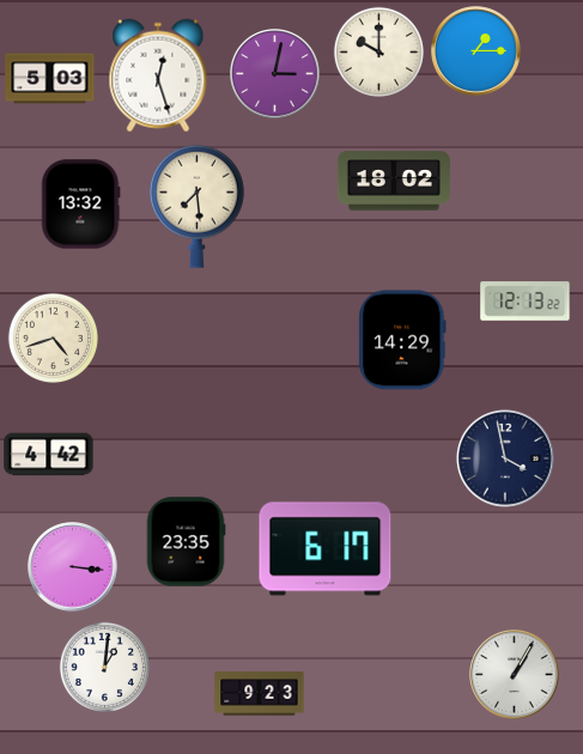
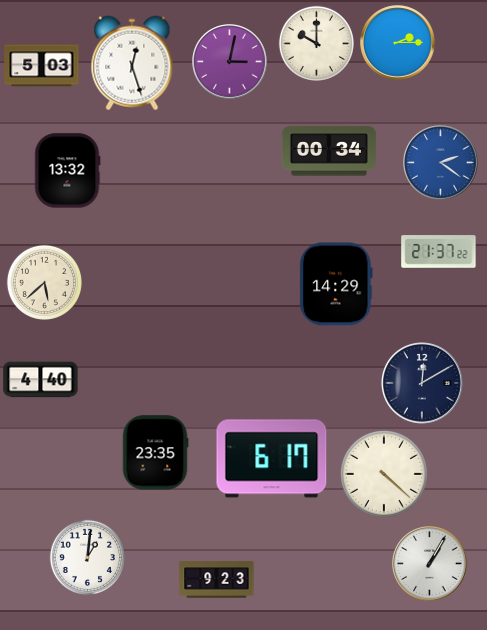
clock at (476, 51): 1:15 -> 2:15
clock at (394, 181): 18:02 -> 00:34
clock at (441, 163): none -> 2:21
clock at (198, 206): 7:29 -> none
clock at (526, 302): 12:13 -> 21:37
clock at (53, 338): 4:42 -> 5:38
clock at (49, 455): 4:42 -> 4:40
clock at (506, 460): 3:58 -> 12:10
clock at (73, 567): 3:16 -> none
clock at (384, 474): none -> 4:22
